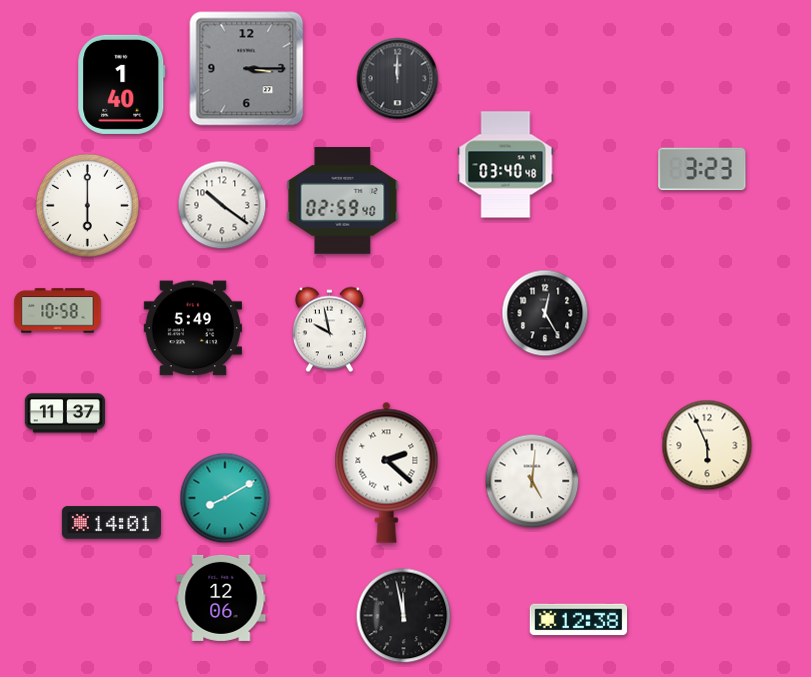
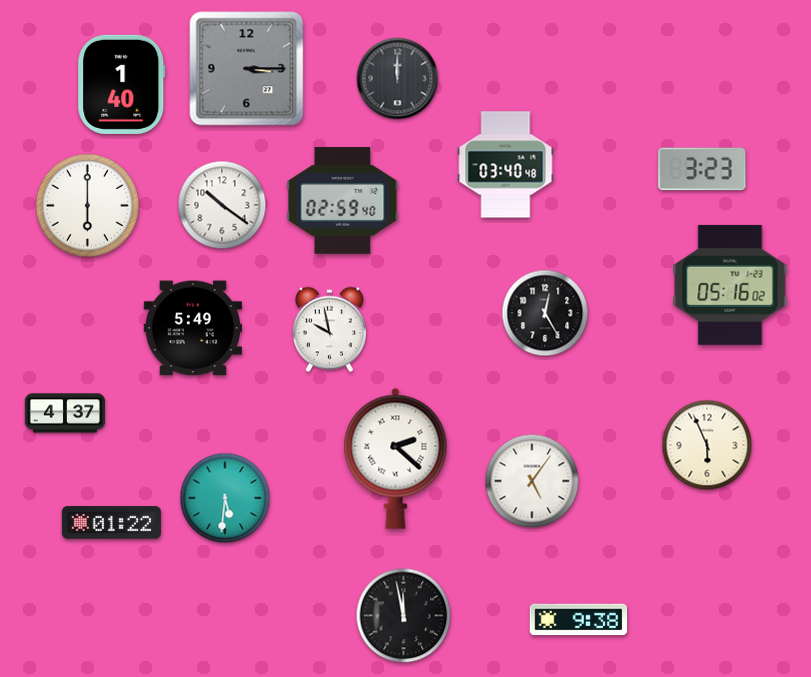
clock at (730, 285): none -> 05:16
clock at (58, 311): 10:58 -> none
clock at (64, 413): 11:37 -> 4:37
clock at (387, 472) position: (387, 472) -> (396, 458)
clock at (532, 481): 5:01 -> 5:06
clock at (225, 498): 8:10 -> 5:31
clock at (111, 523): 14:01 -> 01:22
clock at (221, 598): 12:06 -> none
clock at (579, 620): 12:38 -> 9:38
